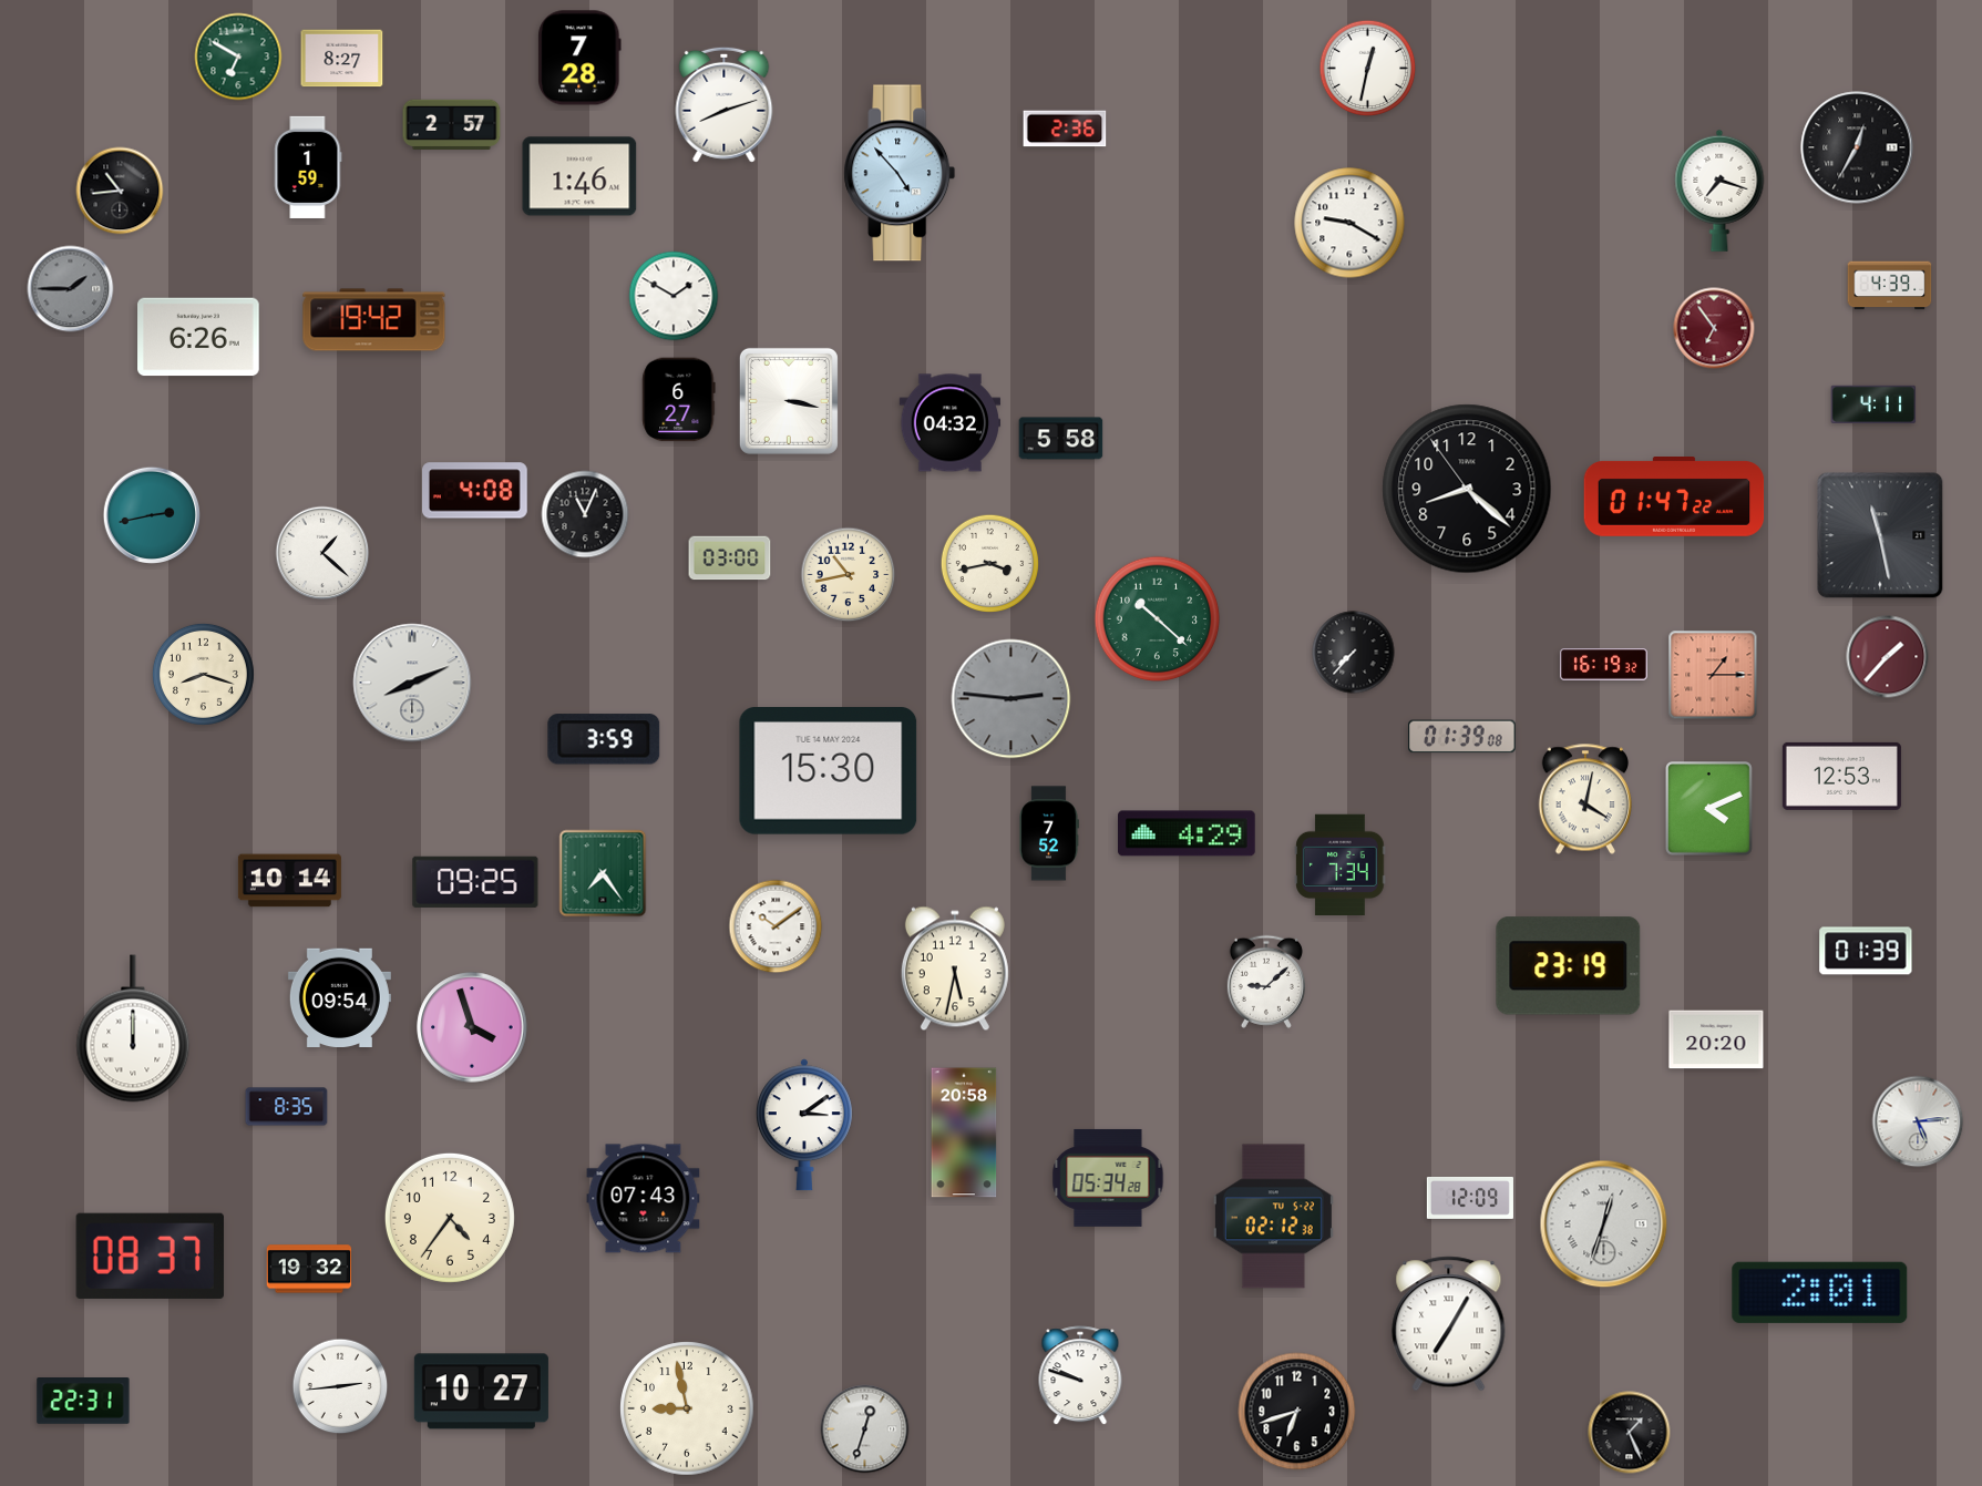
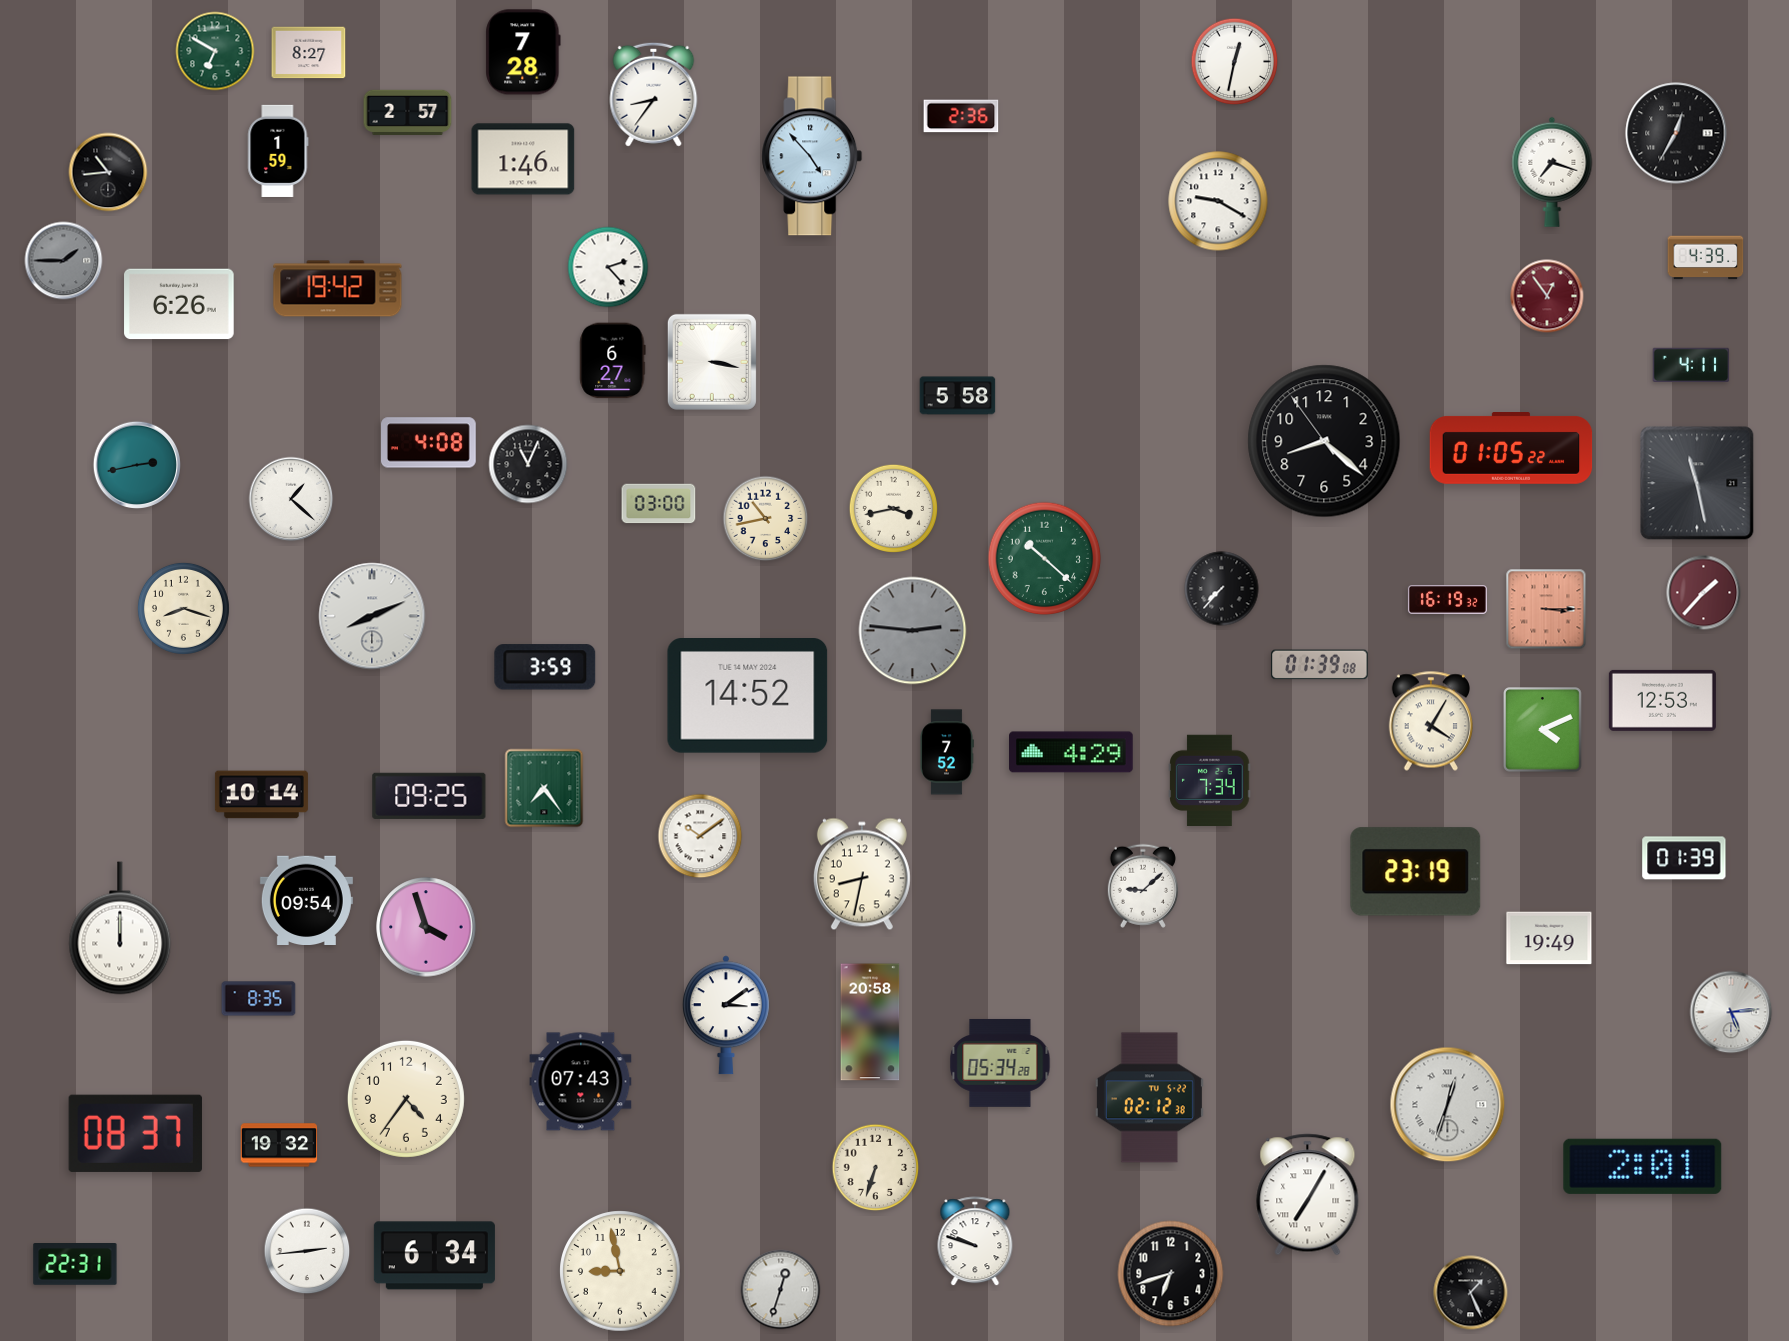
clock at (725, 104): 8:12 -> 8:36
clock at (674, 296): 1:50 -> 2:23
clock at (1714, 328): 6:54 -> 12:54
clock at (951, 423): 04:32 -> none
clock at (1674, 498): 01:47 -> 01:05
clock at (1713, 675): 1:15 -> 3:15
clock at (829, 771): 15:30 -> 14:52
clock at (1585, 799): 4:02 -> 4:05
clock at (955, 969): 5:32 -> 8:32
clock at (1716, 1039): 20:20 -> 19:49
clock at (1470, 1198): 12:09 -> none
clock at (876, 1168): none -> 6:33
clock at (481, 1392): 10:27 -> 6:34
